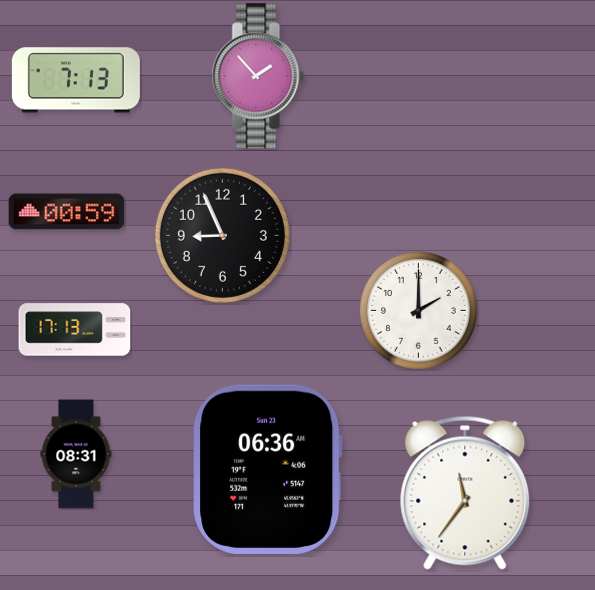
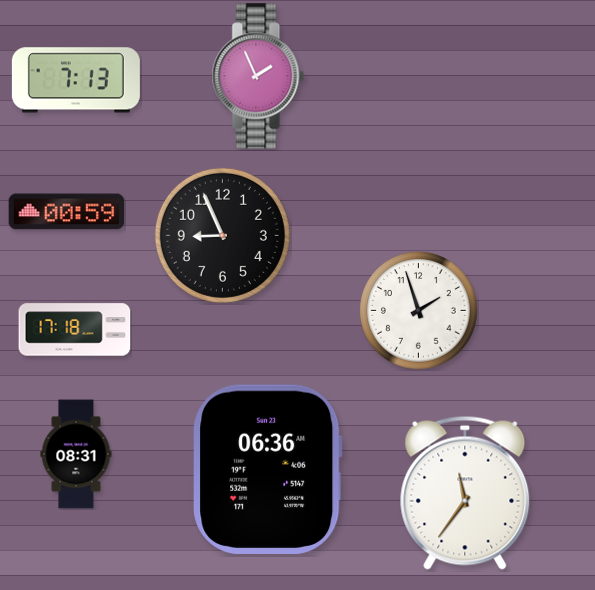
clock at (258, 76): 1:53 -> 1:56
clock at (419, 311): 2:00 -> 1:57
clock at (75, 330): 17:13 -> 17:18
